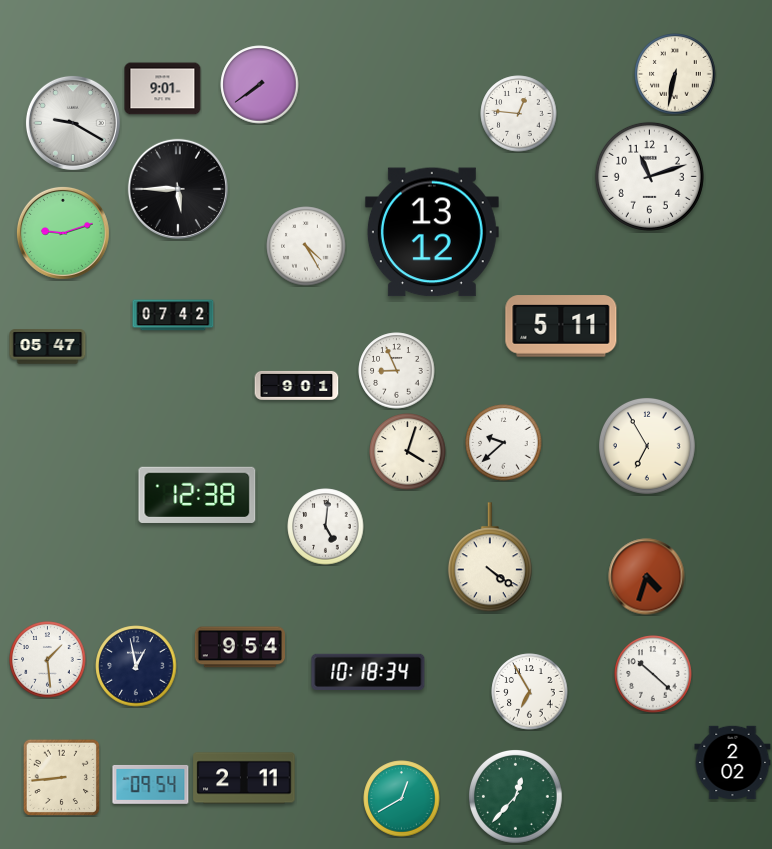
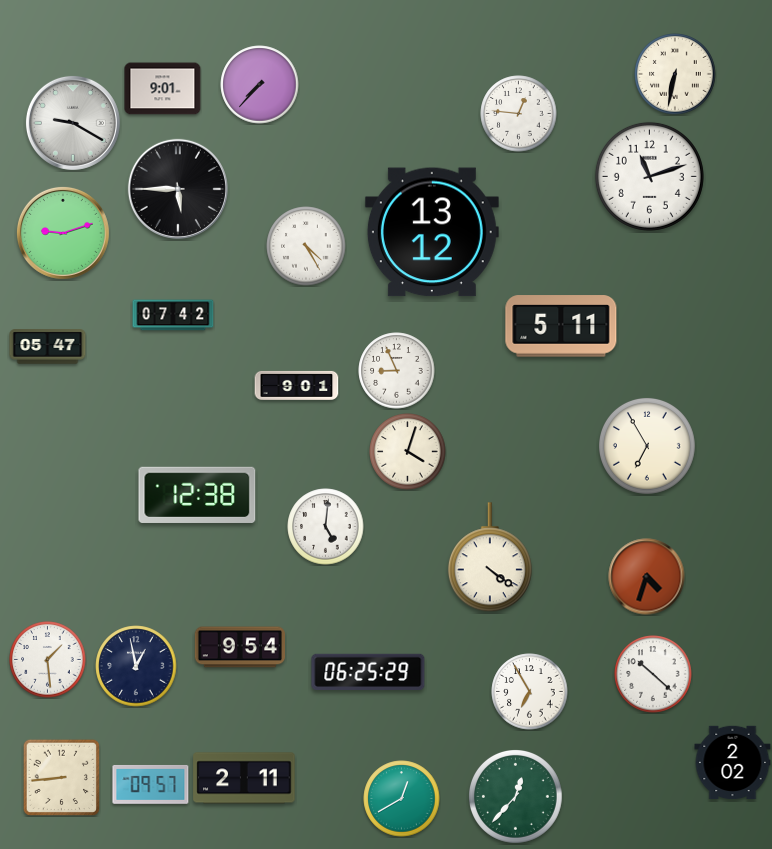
clock at (260, 85): 7:39 -> 7:37
clock at (504, 443): 9:38 -> none
clock at (368, 671): 10:18 -> 06:25
clock at (151, 784): 09:54 -> 09:57
